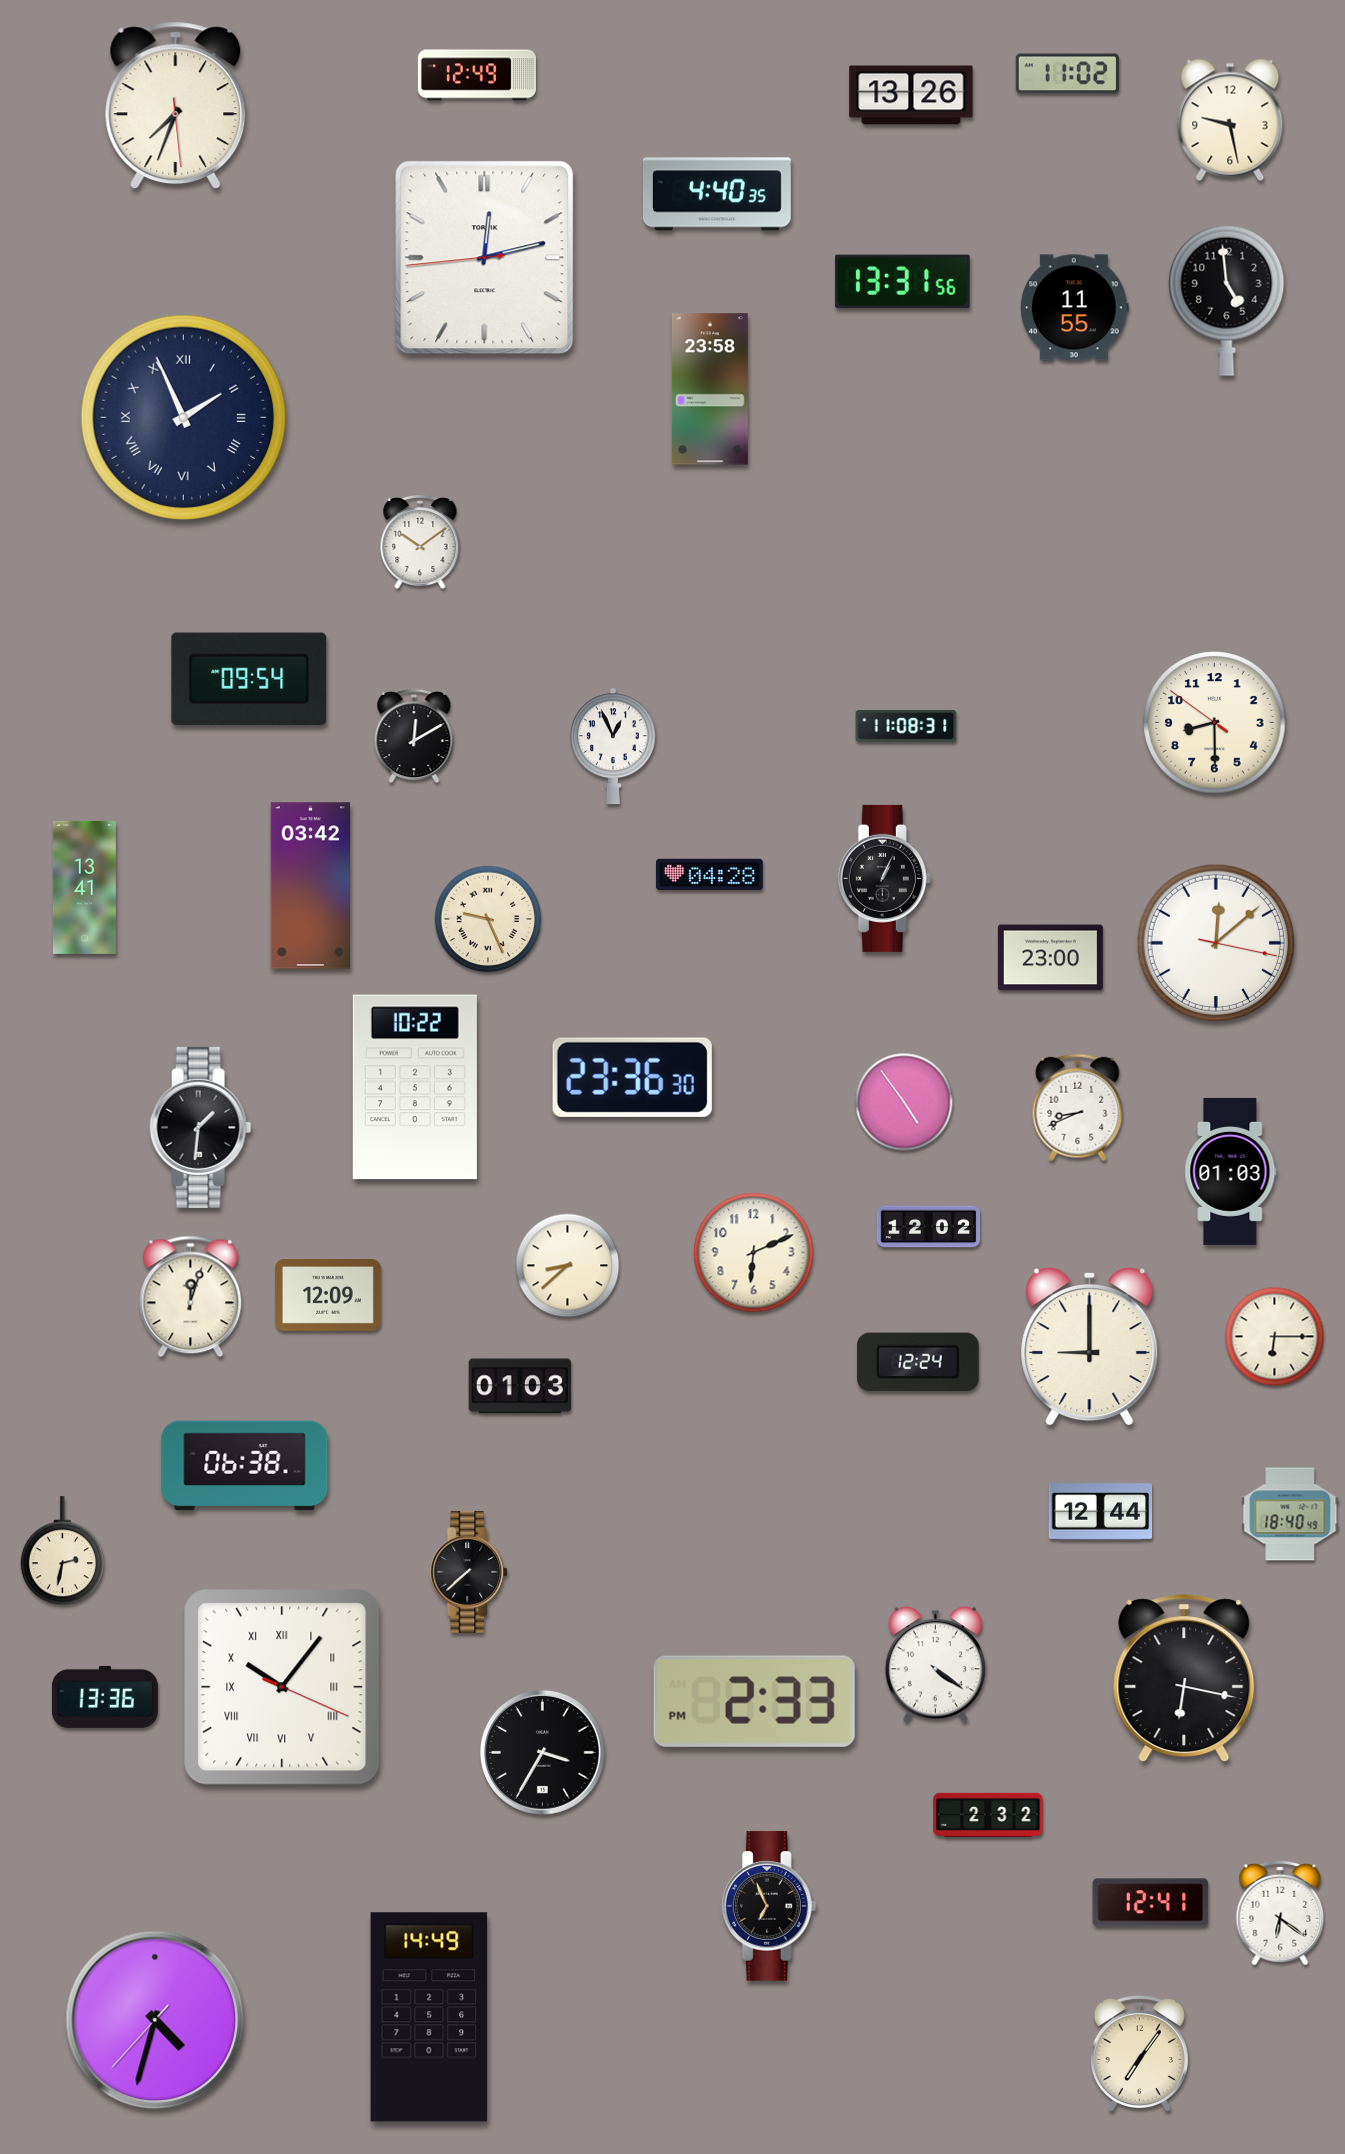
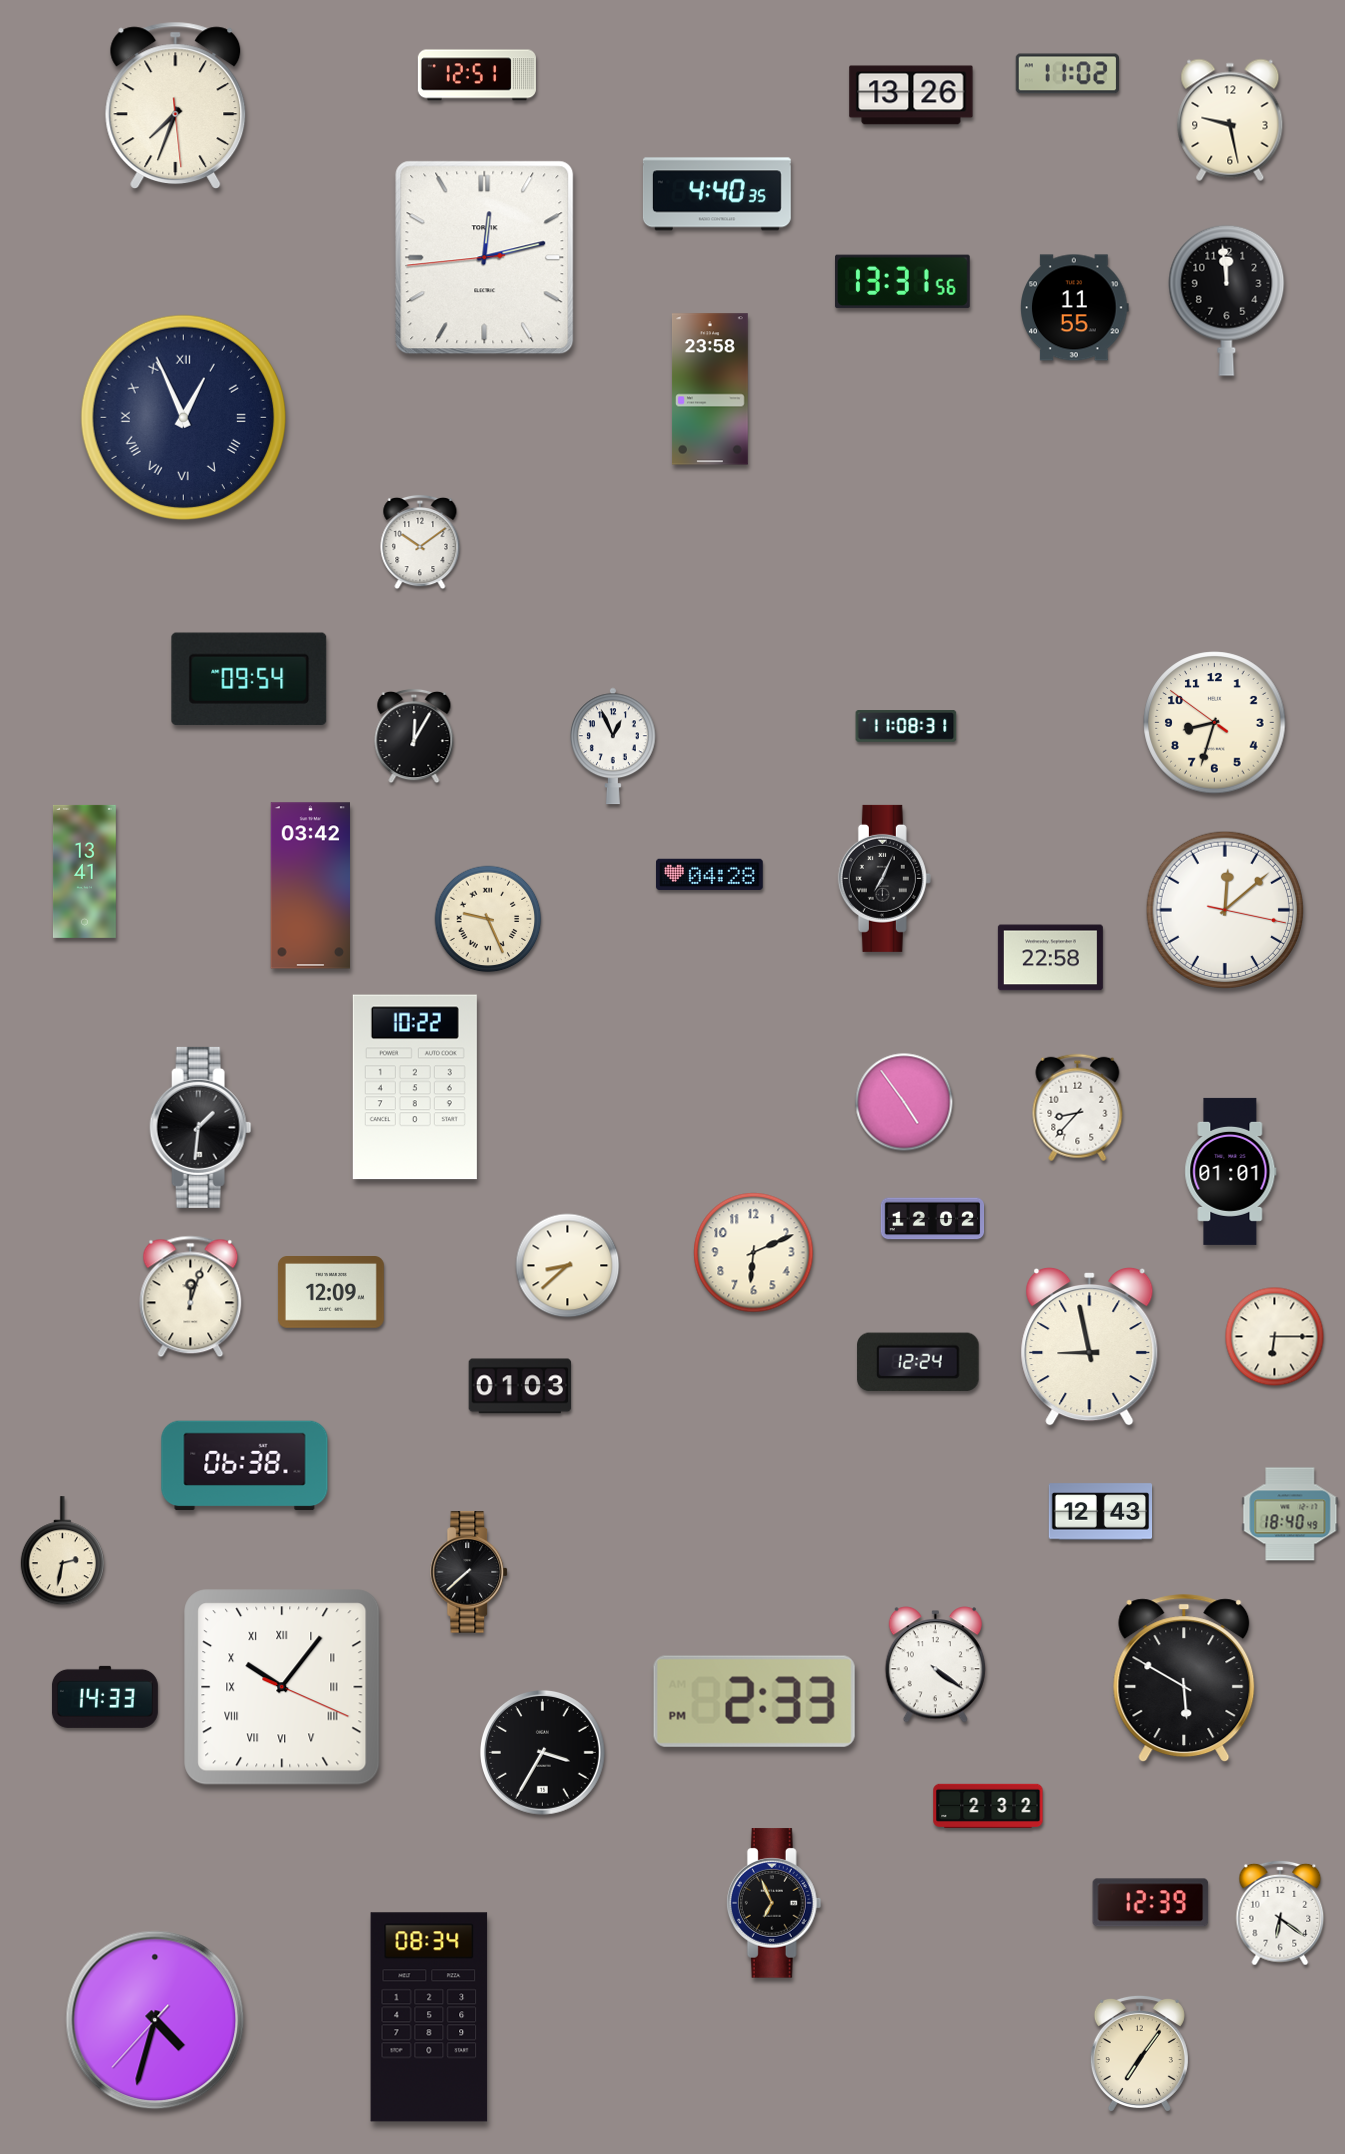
clock at (477, 75): 12:49 -> 12:51
clock at (1227, 300): 4:59 -> 11:59
clock at (183, 417): 1:56 -> 12:56
clock at (1215, 723): 8:29 -> 8:32
clock at (414, 736): 12:10 -> 12:05
clock at (884, 878): 1:04 -> 7:04
clock at (84, 887) position: (84, 887) -> (84, 871)
clock at (1215, 942) position: (1215, 942) -> (1224, 909)
clock at (1050, 958): 23:00 -> 22:58
clock at (632, 1077): 23:36 -> none
clock at (1078, 1108): 8:41 -> 8:37
clock at (1231, 1171): 01:03 -> 01:01
clock at (929, 1227) position: (929, 1227) -> (933, 1219)
clock at (328, 1296) position: (328, 1296) -> (331, 1293)
clock at (1090, 1346): 9:00 -> 8:58
clock at (1101, 1512): 12:44 -> 12:43
clock at (1184, 1679): 6:17 -> 5:50
clock at (105, 1697): 13:36 -> 14:33
clock at (988, 1814) position: (988, 1814) -> (988, 1805)
clock at (1151, 1903): 12:41 -> 12:39
clock at (769, 1906) position: (769, 1906) -> (774, 1903)
clock at (429, 2017): 14:49 -> 08:34
